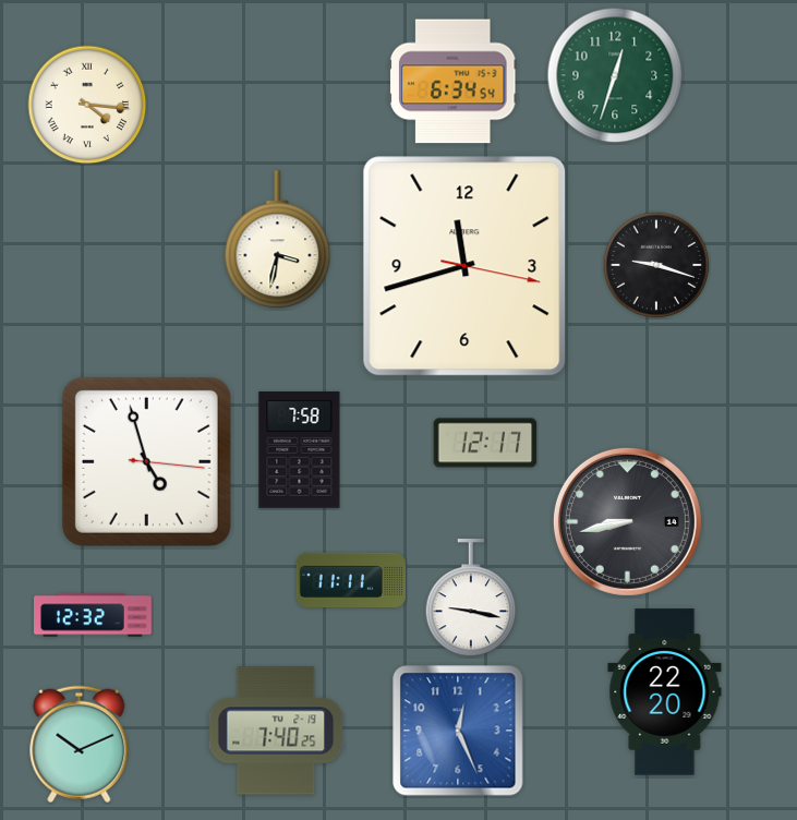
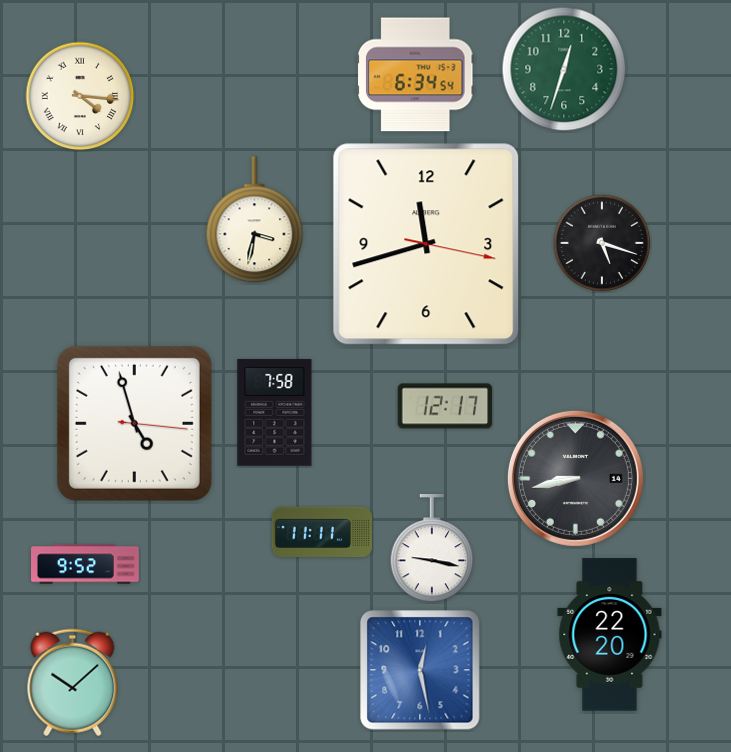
clock at (656, 265): 9:18 -> 5:18
clock at (93, 615): 12:32 -> 9:52
clock at (276, 731): 7:40 -> none
clock at (458, 731): 12:26 -> 12:28
clock at (80, 745): 10:11 -> 10:08
